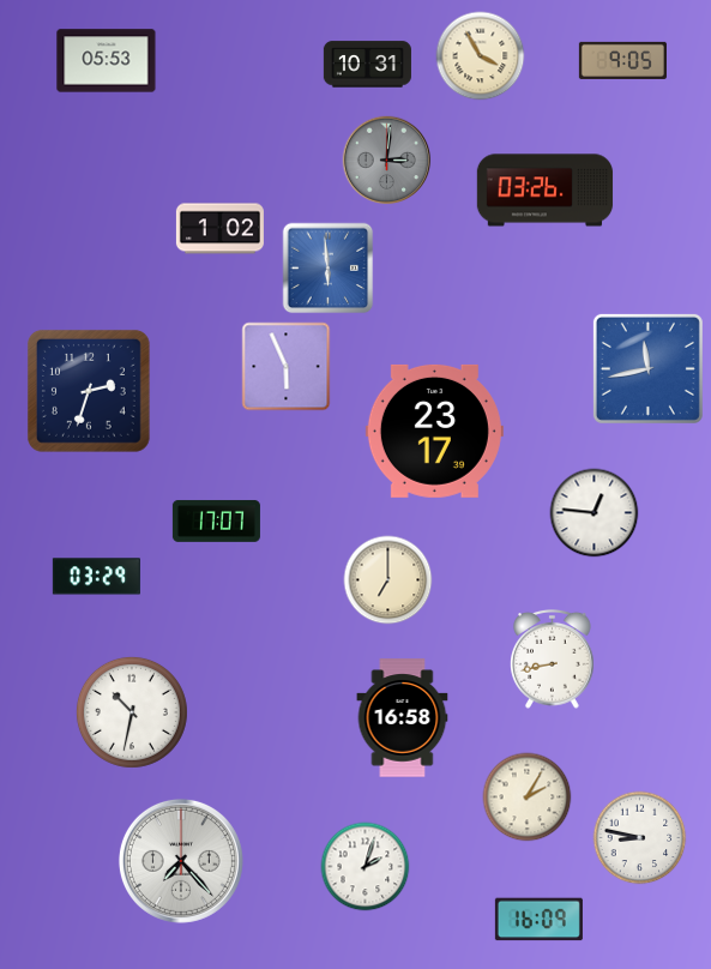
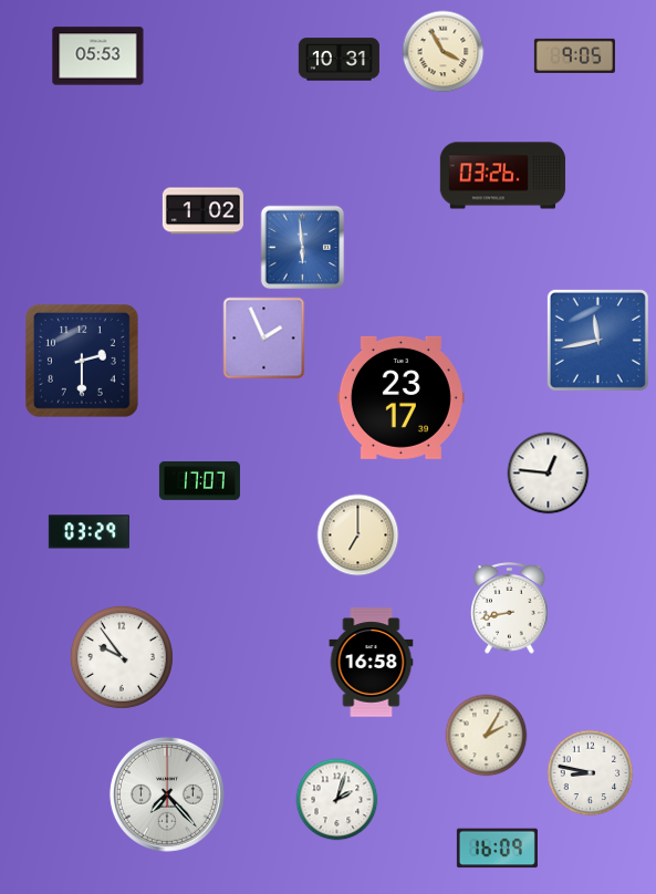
clock at (387, 161): 3:01 -> none
clock at (287, 367): 5:56 -> 1:56
clock at (89, 391): 2:33 -> 2:30
clock at (132, 712): 10:32 -> 9:54
